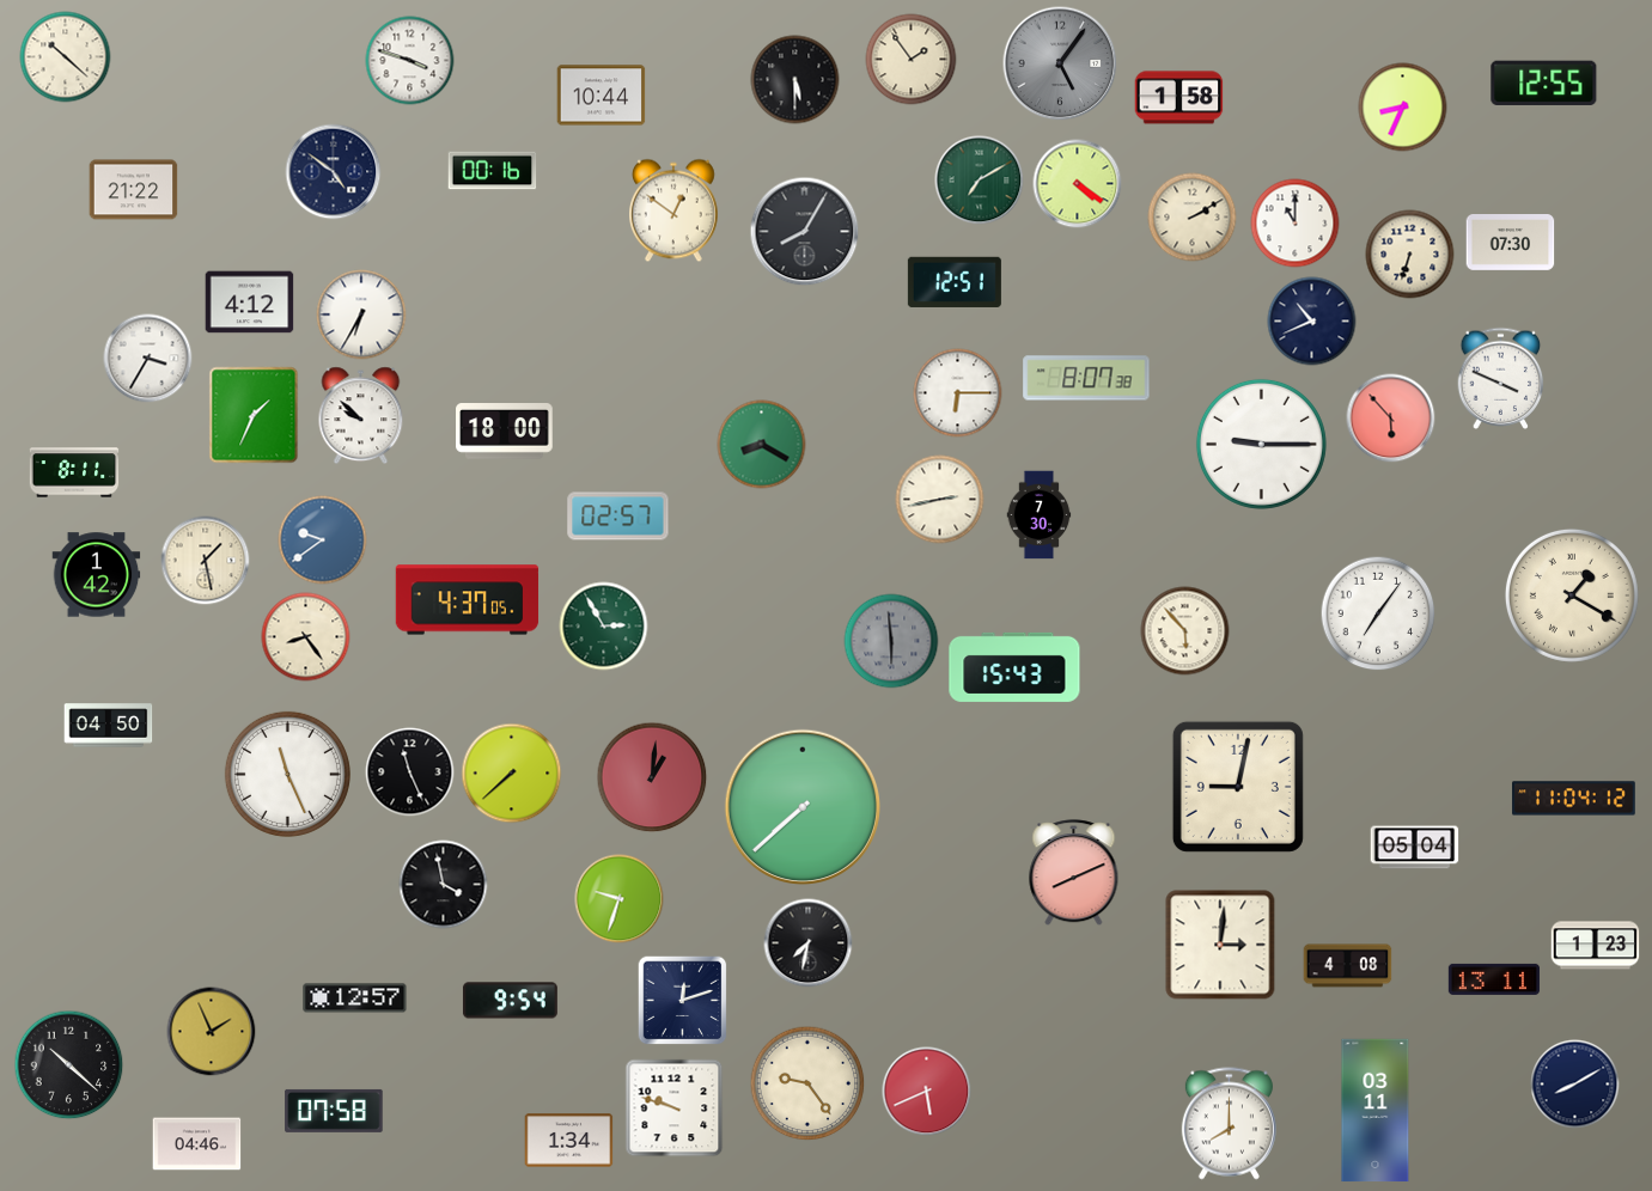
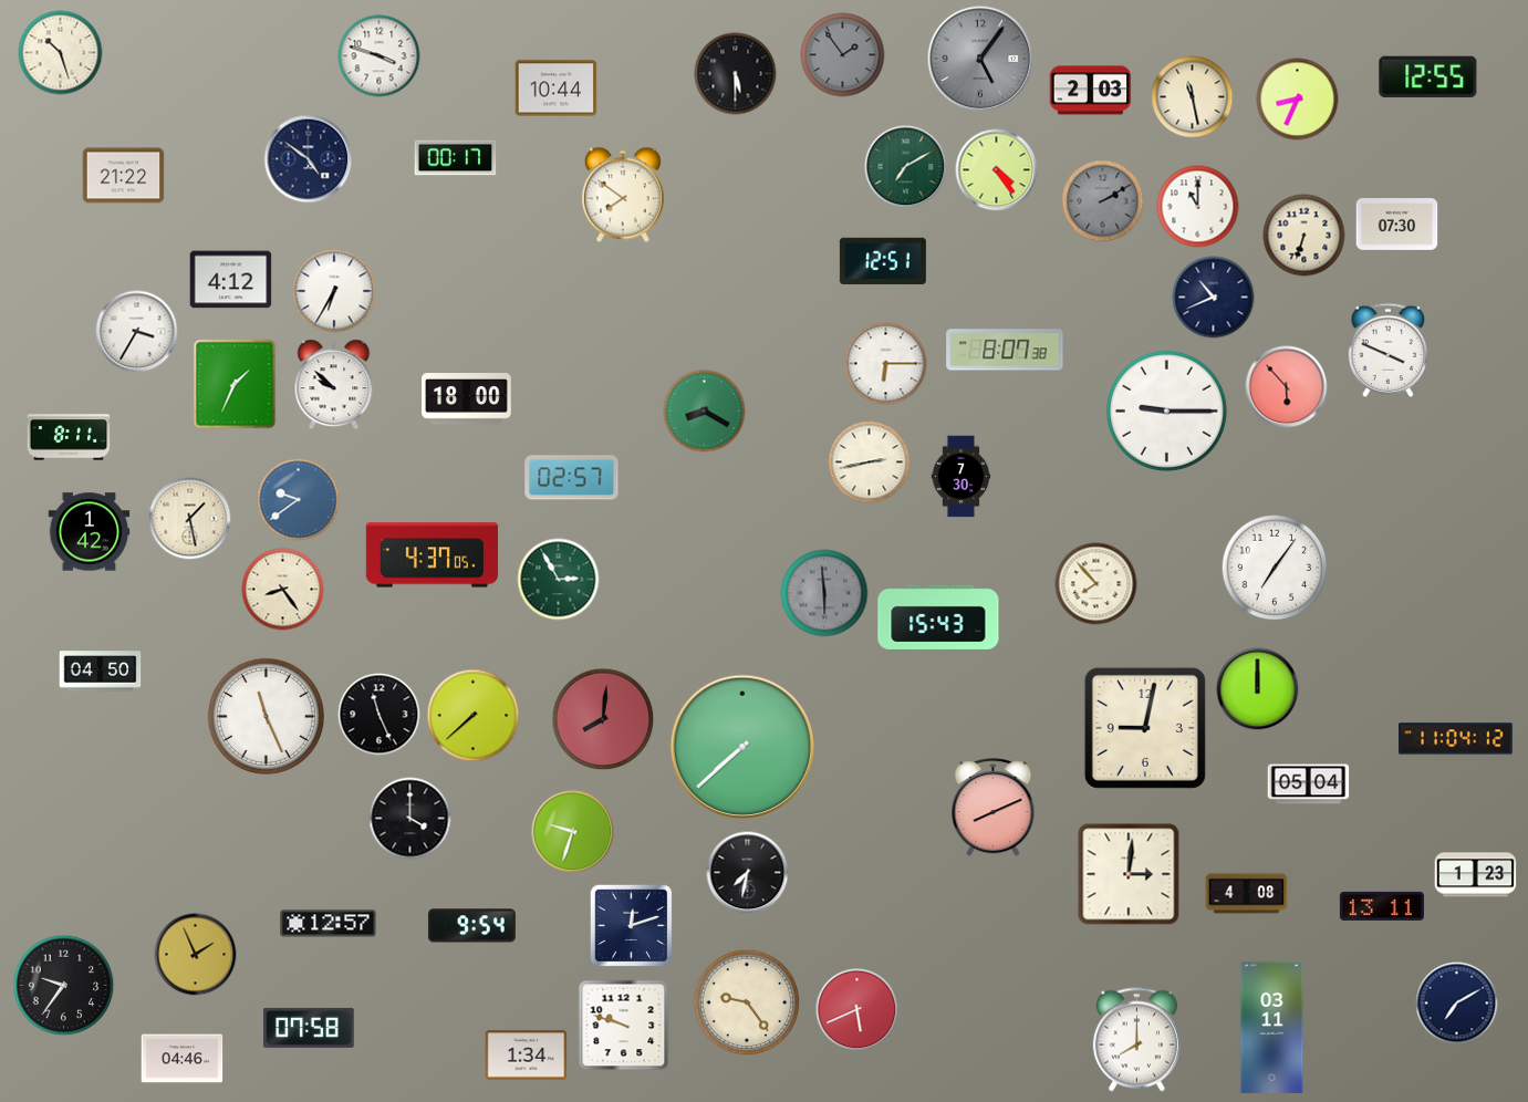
clock at (66, 57): 10:22 -> 10:27
clock at (912, 60) dial: cream -> grey
clock at (1179, 98): 1:58 -> 2:03
clock at (1193, 97): none -> 11:28
clock at (493, 171): 00:16 -> 00:17
clock at (1078, 184): 4:21 -> 4:24
clock at (675, 210): 12:51 -> 7:51
clock at (1193, 218) dial: cream -> grey
clock at (805, 232): 8:05 -> none
clock at (1572, 595): 1:20 -> none
clock at (1185, 631): 5:53 -> 7:53
clock at (1258, 689): none -> 12:00
clock at (652, 777): 1:01 -> 8:01
clock at (444, 885): 3:58 -> 4:00
clock at (69, 1065): 10:22 -> 9:36
clock at (1575, 1085): 8:10 -> 7:10
